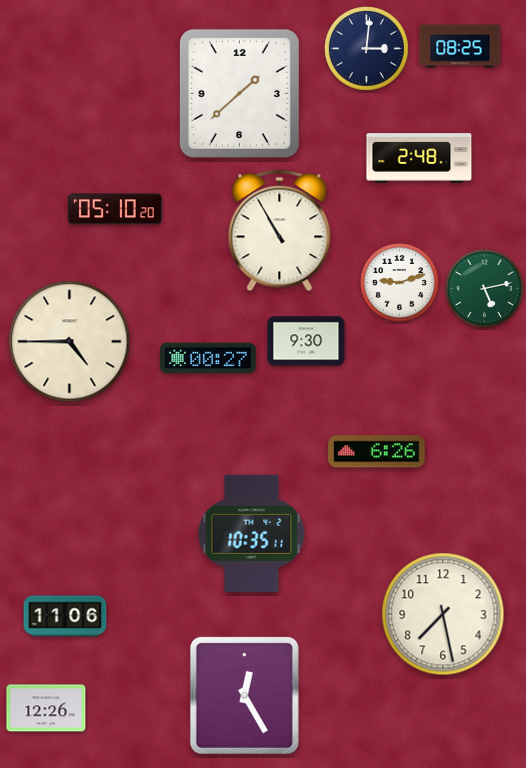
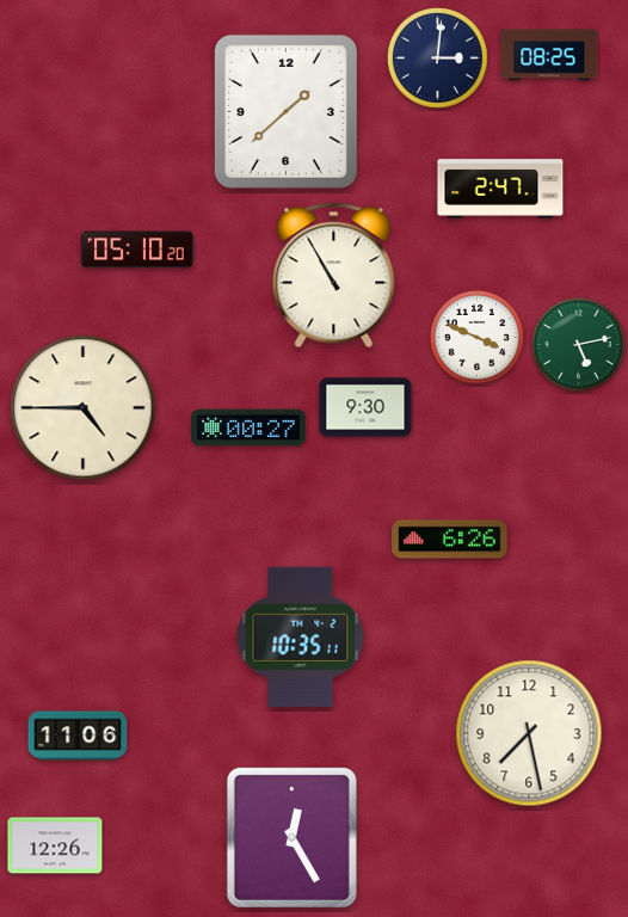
clock at (419, 158): 2:48 -> 2:47
clock at (399, 282): 9:12 -> 3:49
clock at (244, 695) position: (244, 695) -> (291, 837)
